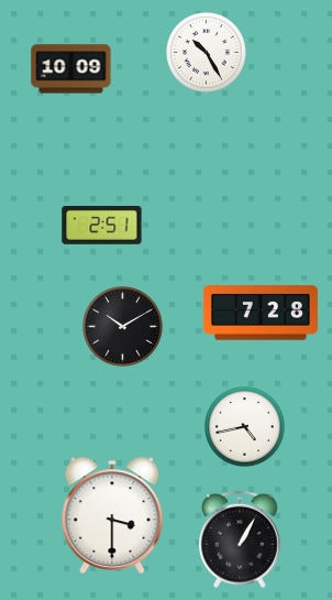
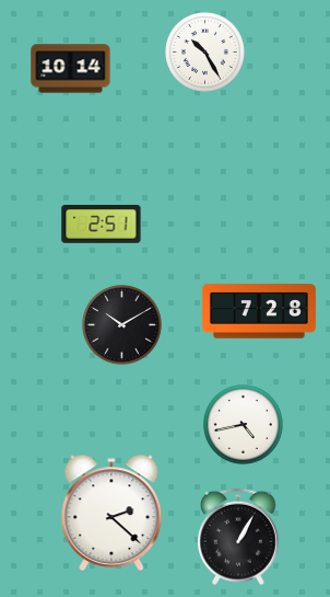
clock at (71, 69): 10:09 -> 10:14
clock at (112, 515): 3:30 -> 2:22
